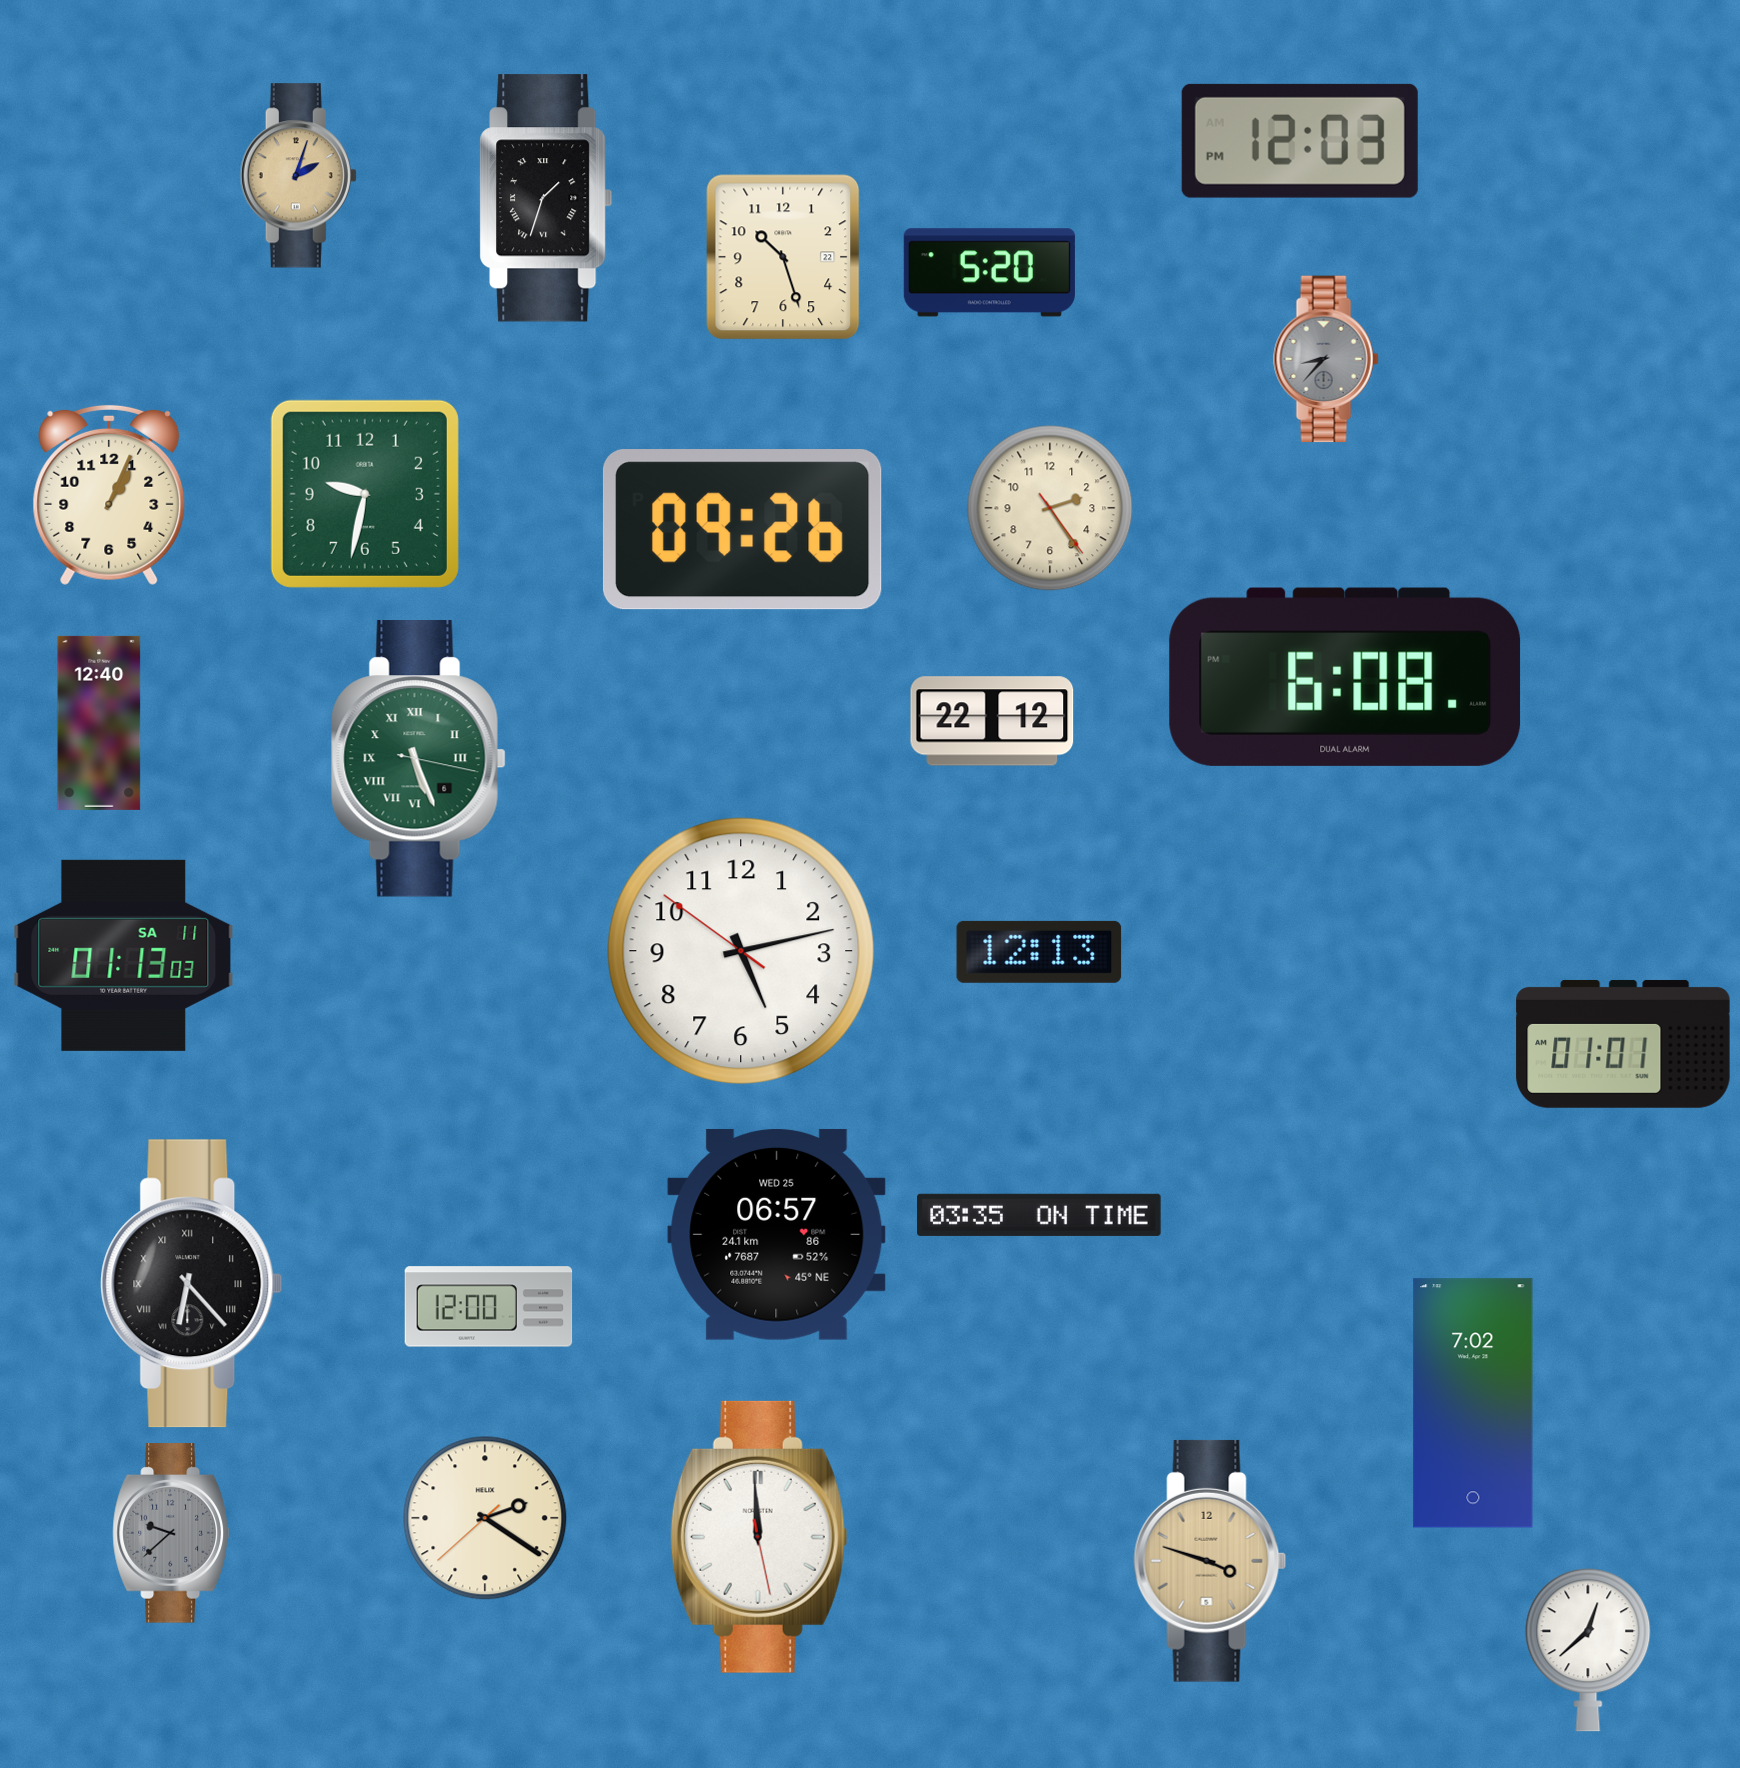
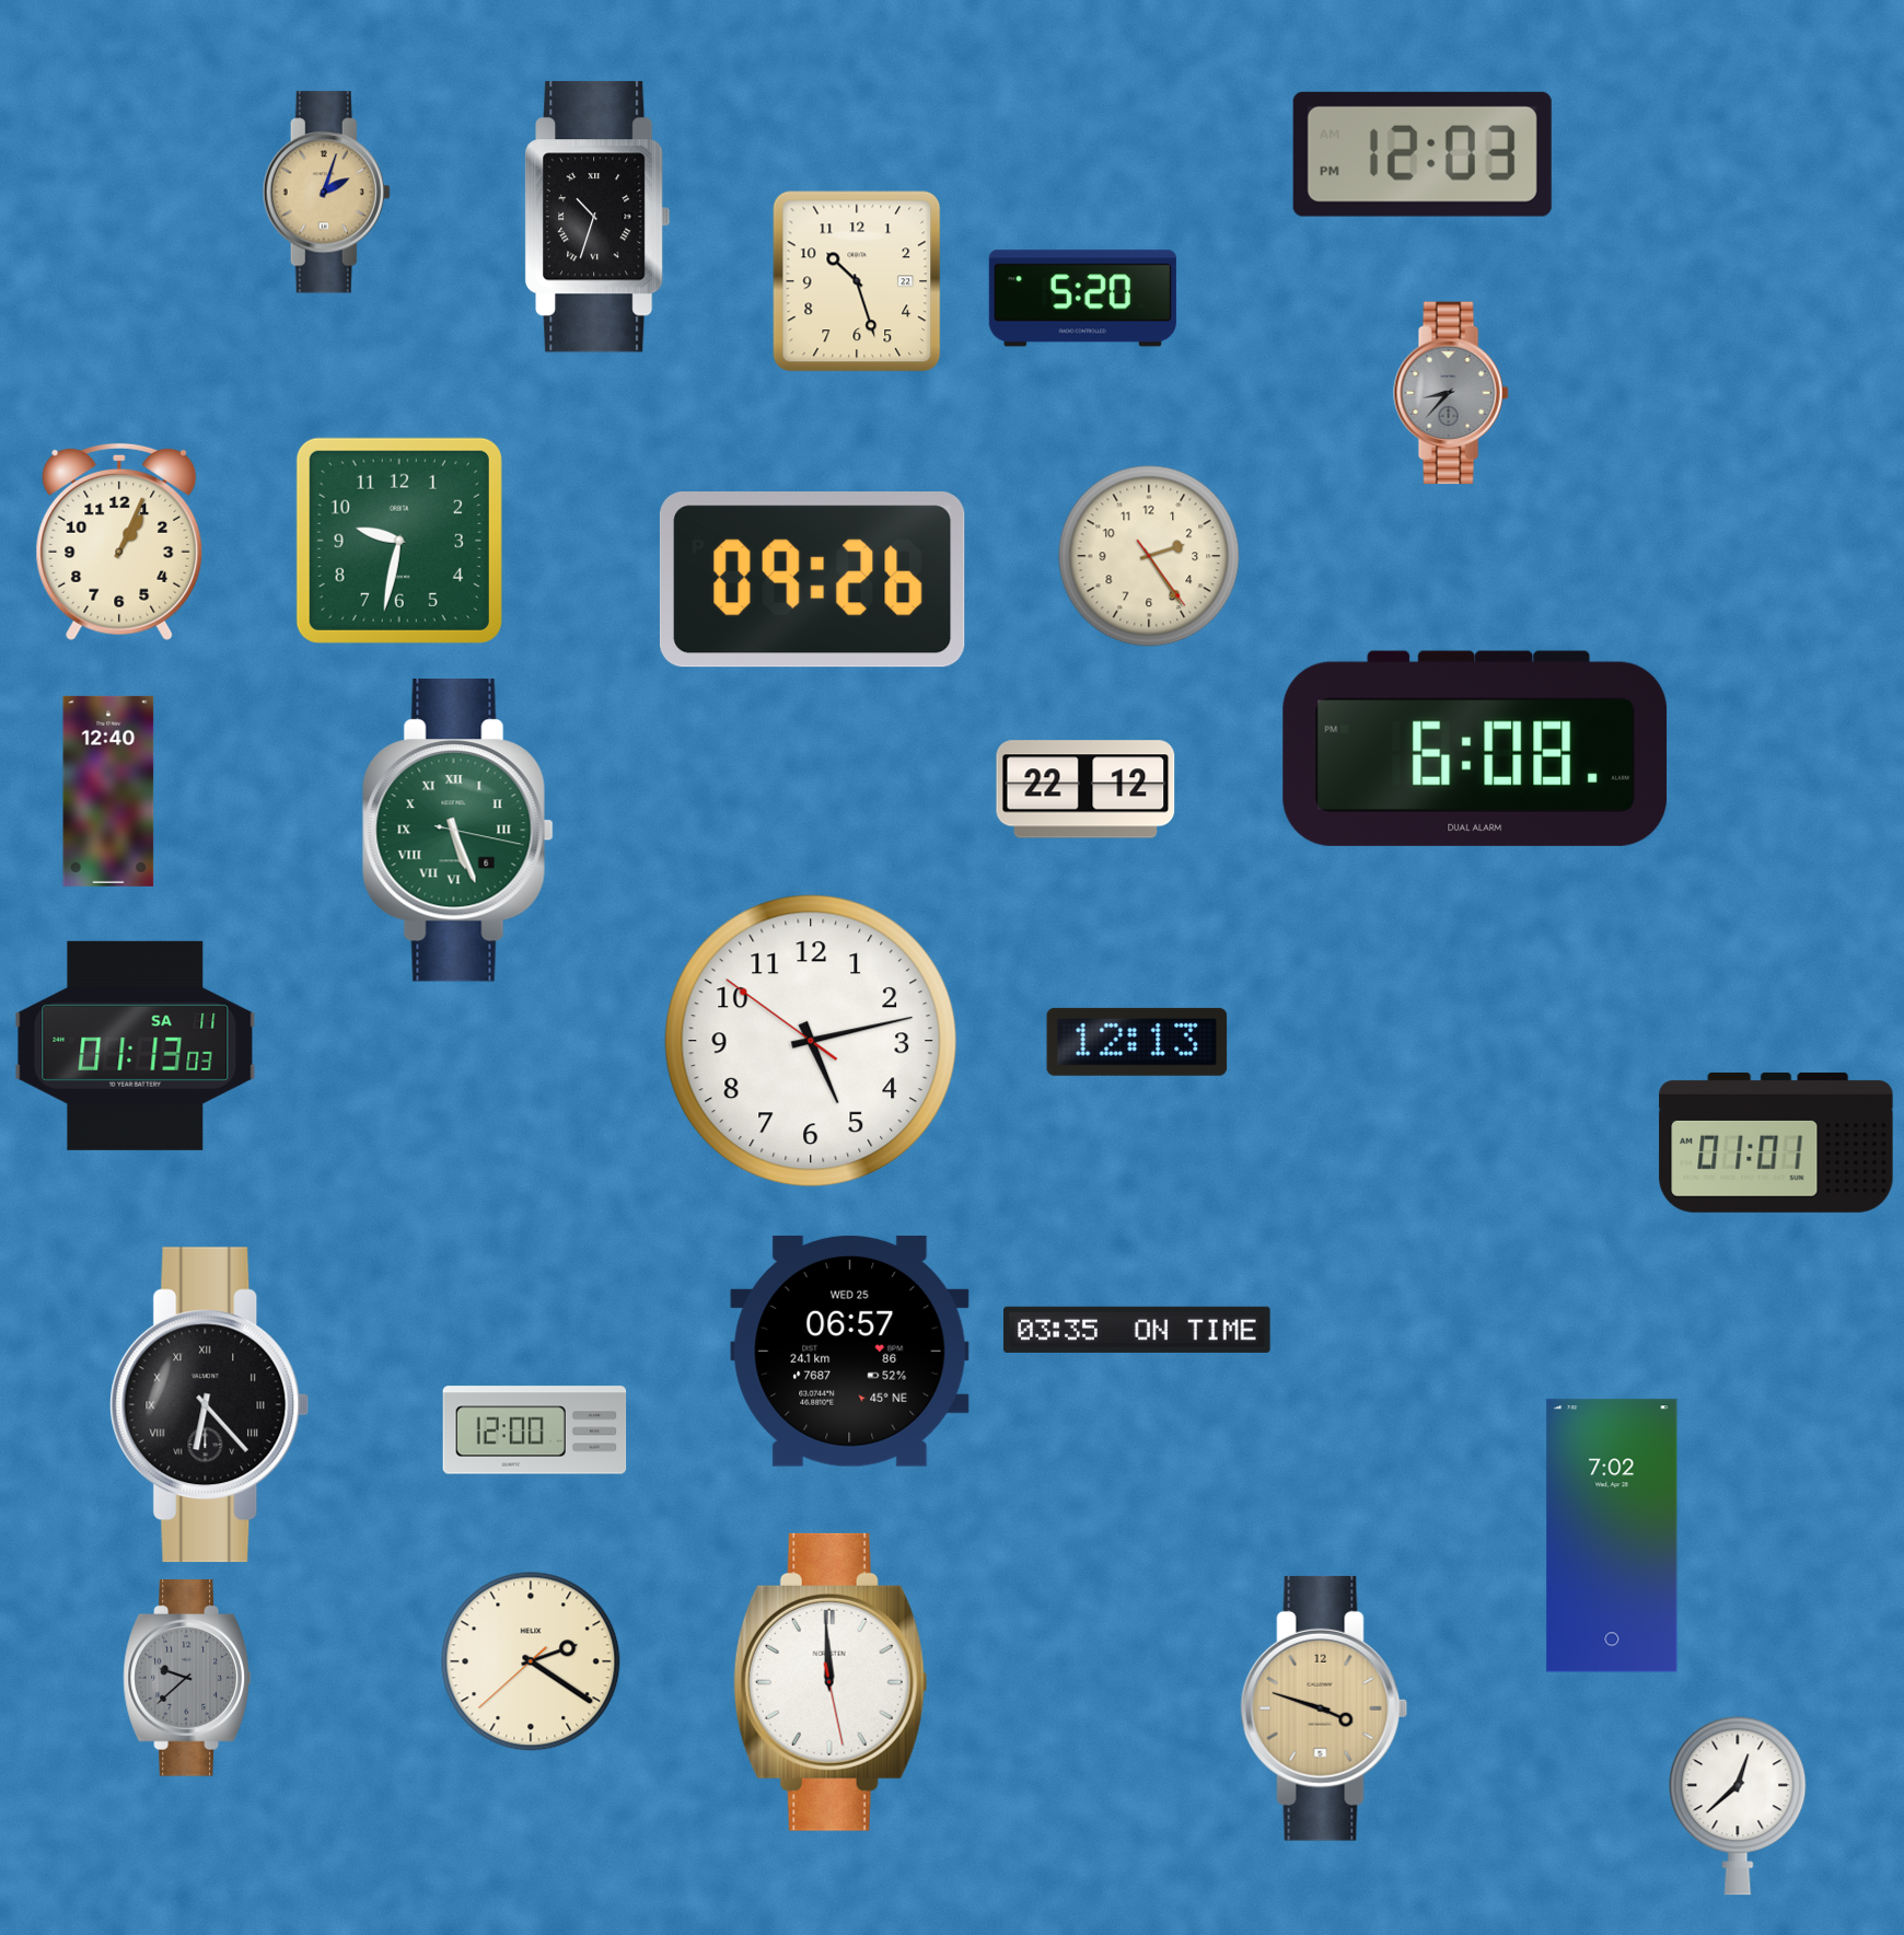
clock at (546, 198): 1:33 -> 10:33
clock at (1345, 677) position: (1345, 677) -> (1475, 749)
